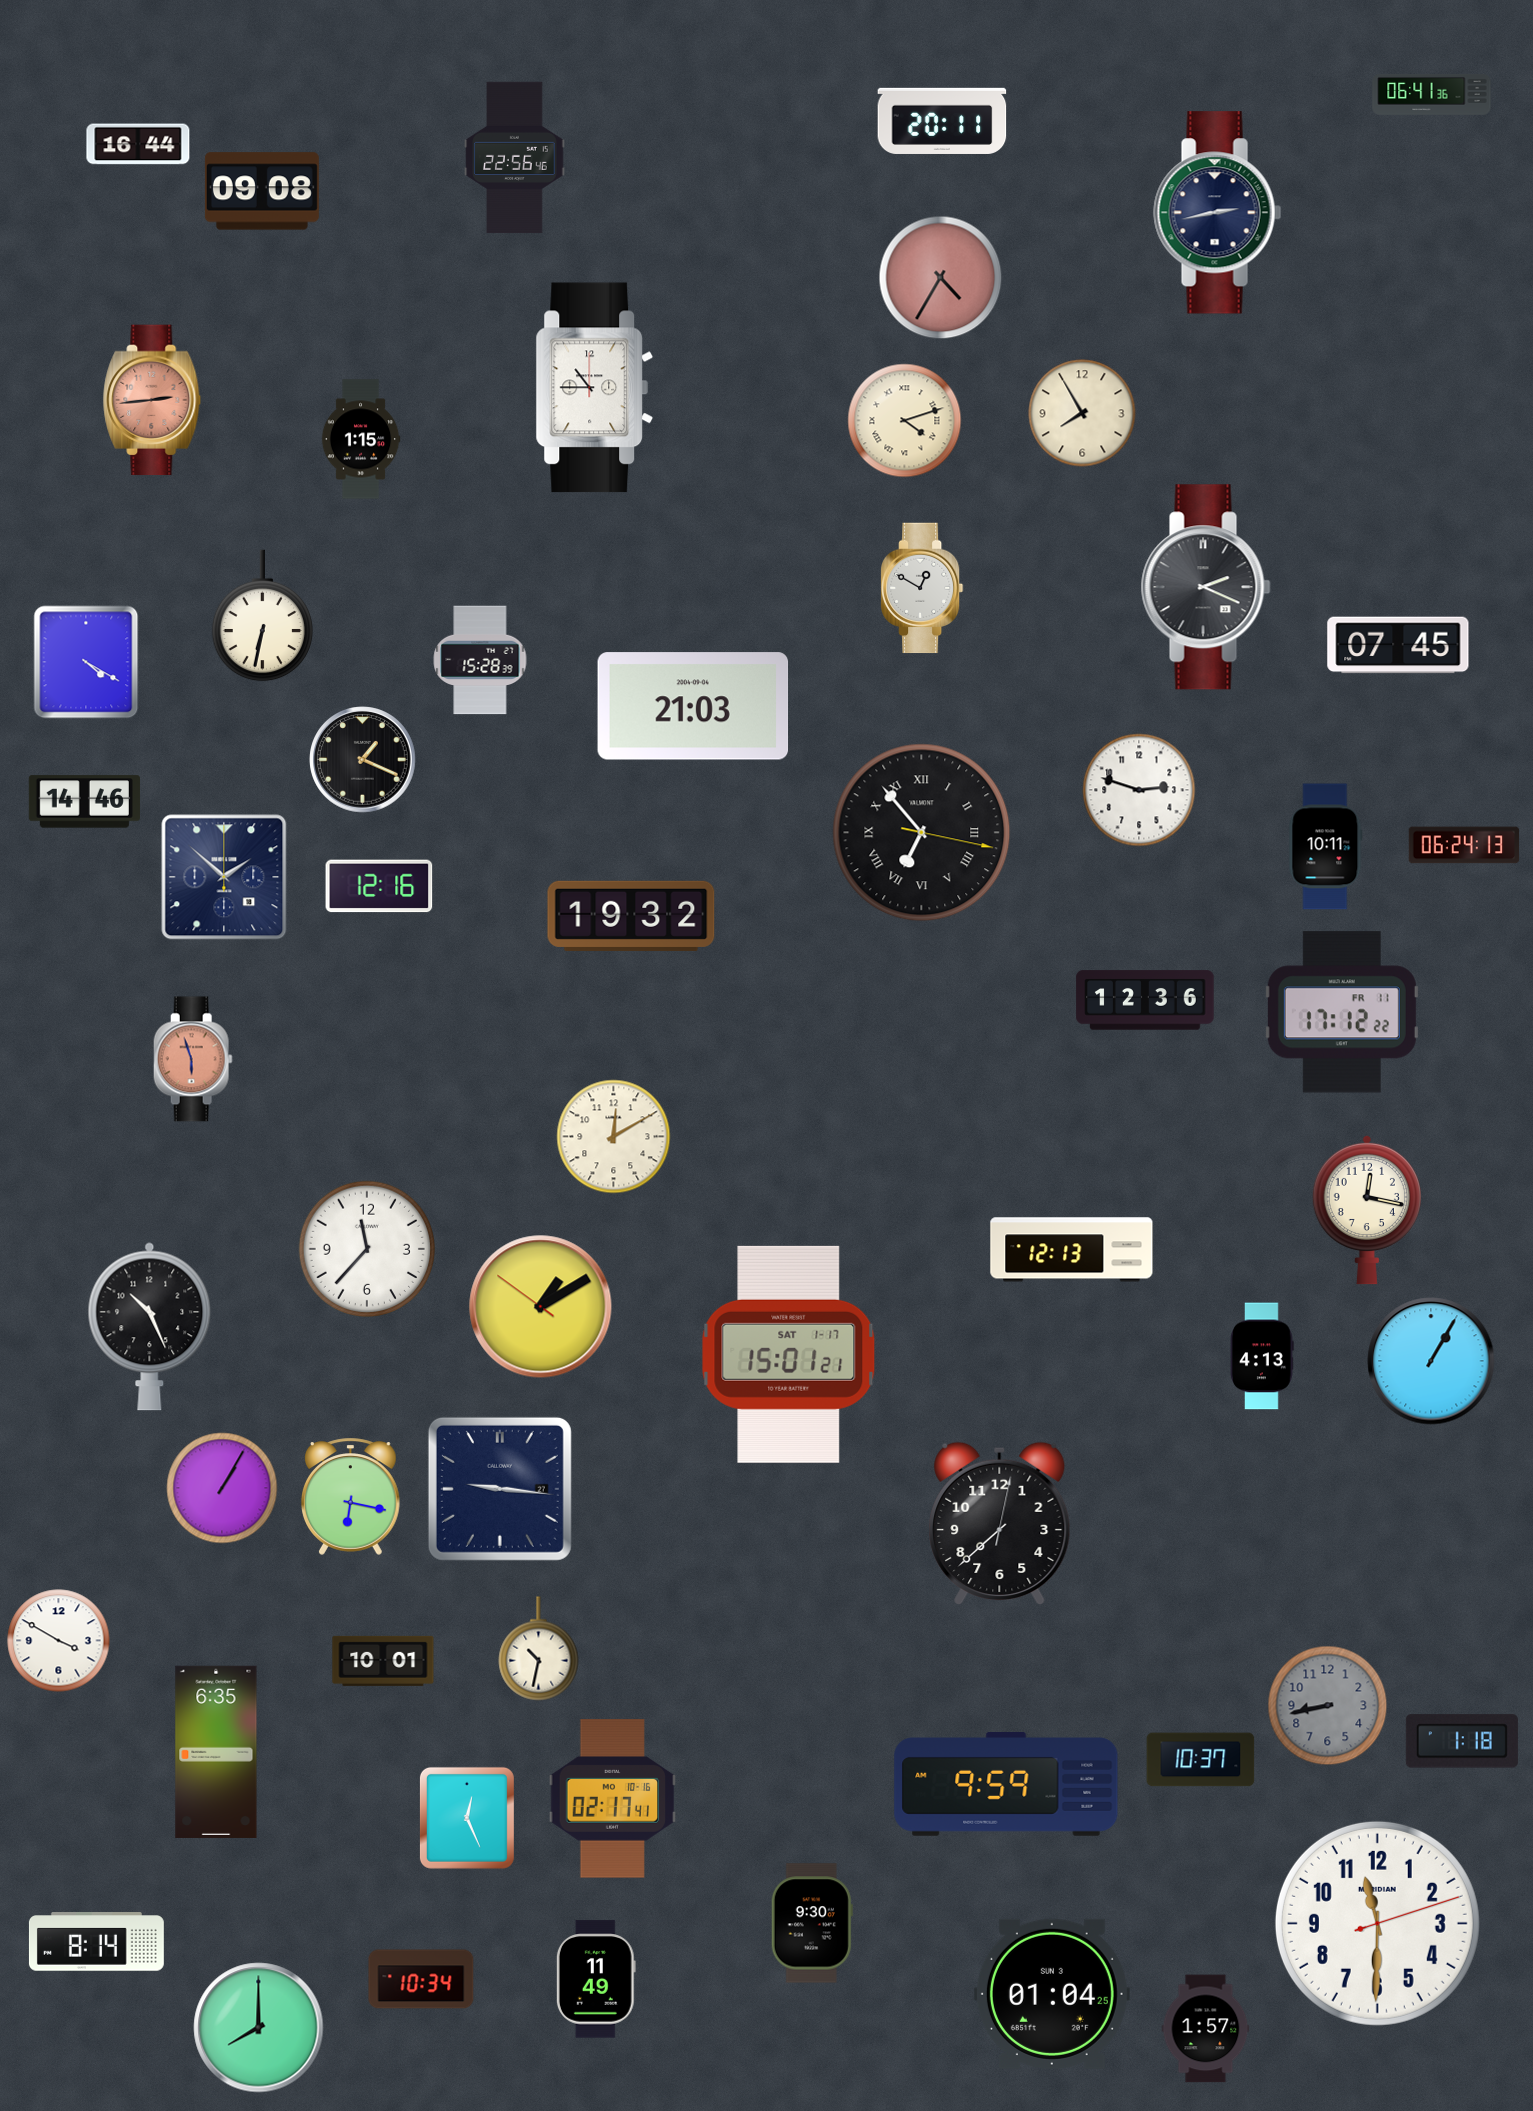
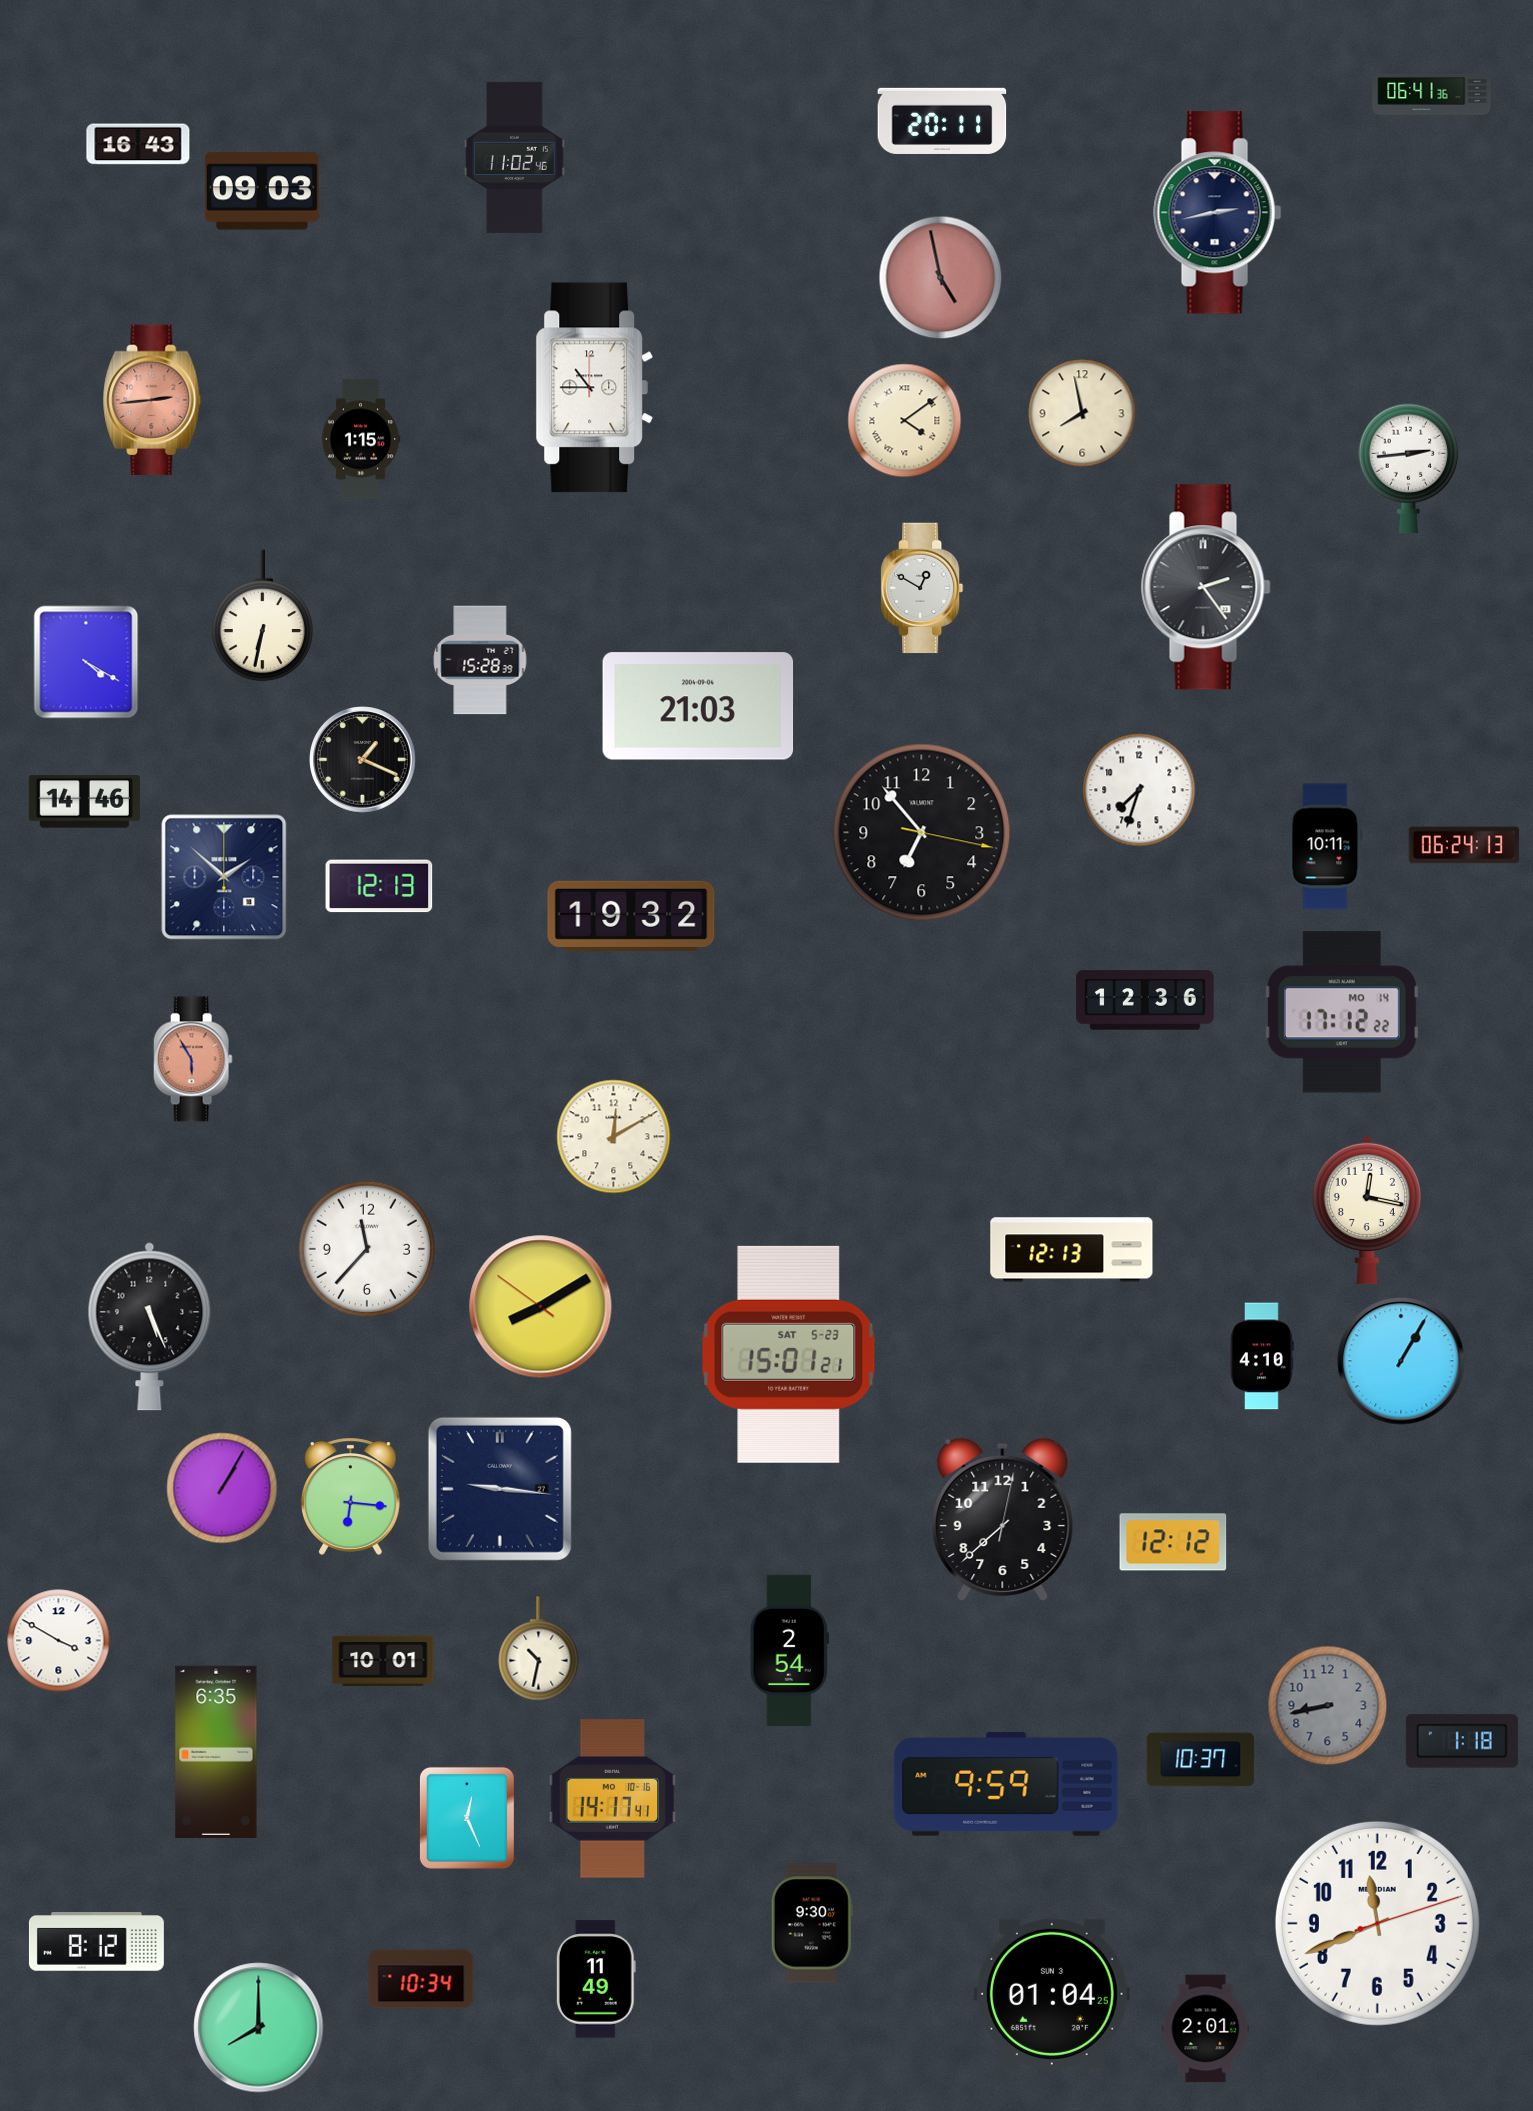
clock at (138, 144): 16:44 -> 16:43
clock at (515, 158): 22:56 -> 11:02
clock at (262, 191): 09:08 -> 09:03
clock at (941, 278): 4:35 -> 4:58
clock at (1082, 413): 7:55 -> 7:58
clock at (905, 421): 4:12 -> 4:09
clock at (1409, 469): none -> 2:44
clock at (1206, 587): 2:19 -> 2:24
clock at (1398, 645): 07:45 -> none
clock at (693, 706) position: (693, 706) -> (698, 706)
clock at (1139, 790): 2:48 -> 7:33
clock at (922, 833) numerals: Roman -> Arabic
clock at (379, 886): 12:16 -> 12:13
clock at (1342, 1012) date: FR 11 -> MO 14
clock at (193, 1059): 5:57 -> 5:55
clock at (541, 1307): 1:09 -> 8:09
clock at (150, 1326): 10:26 -> 5:26
clock at (789, 1354) date: SAT 1-17 -> SAT 5-23
clock at (1262, 1356): 4:13 -> 4:10
clock at (1431, 1361) position: (1431, 1361) -> (1401, 1361)
clock at (351, 1496): 6:17 -> 6:16
clock at (1000, 1524) position: (1000, 1524) -> (1003, 1520)
clock at (1173, 1542): none -> 12:12
clock at (789, 1651): none -> 2:54
clock at (613, 1799): 02:17 -> 14:17
clock at (1377, 1923): 11:30 -> 11:41
clock at (96, 1942): 8:14 -> 8:12
clock at (1206, 2029): 1:57 -> 2:01
